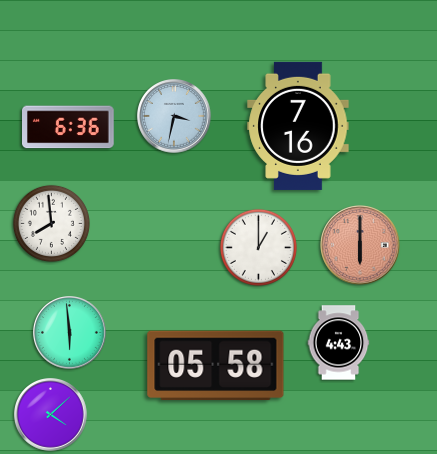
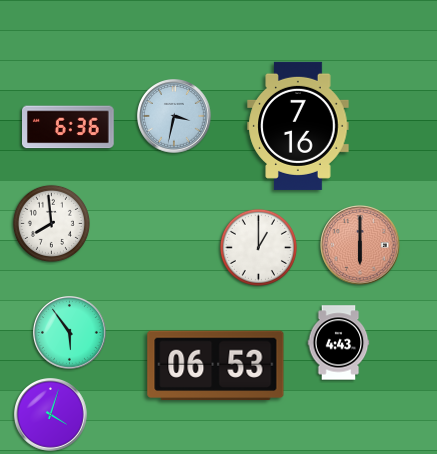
clock at (70, 333): 5:59 -> 5:54
clock at (216, 366): 05:58 -> 06:53
clock at (51, 415): 4:08 -> 4:03
